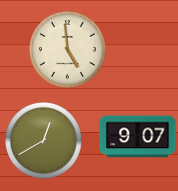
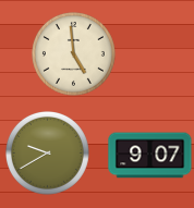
clock at (138, 137) position: (138, 137) -> (150, 156)
clock at (43, 140): 12:40 -> 9:40
